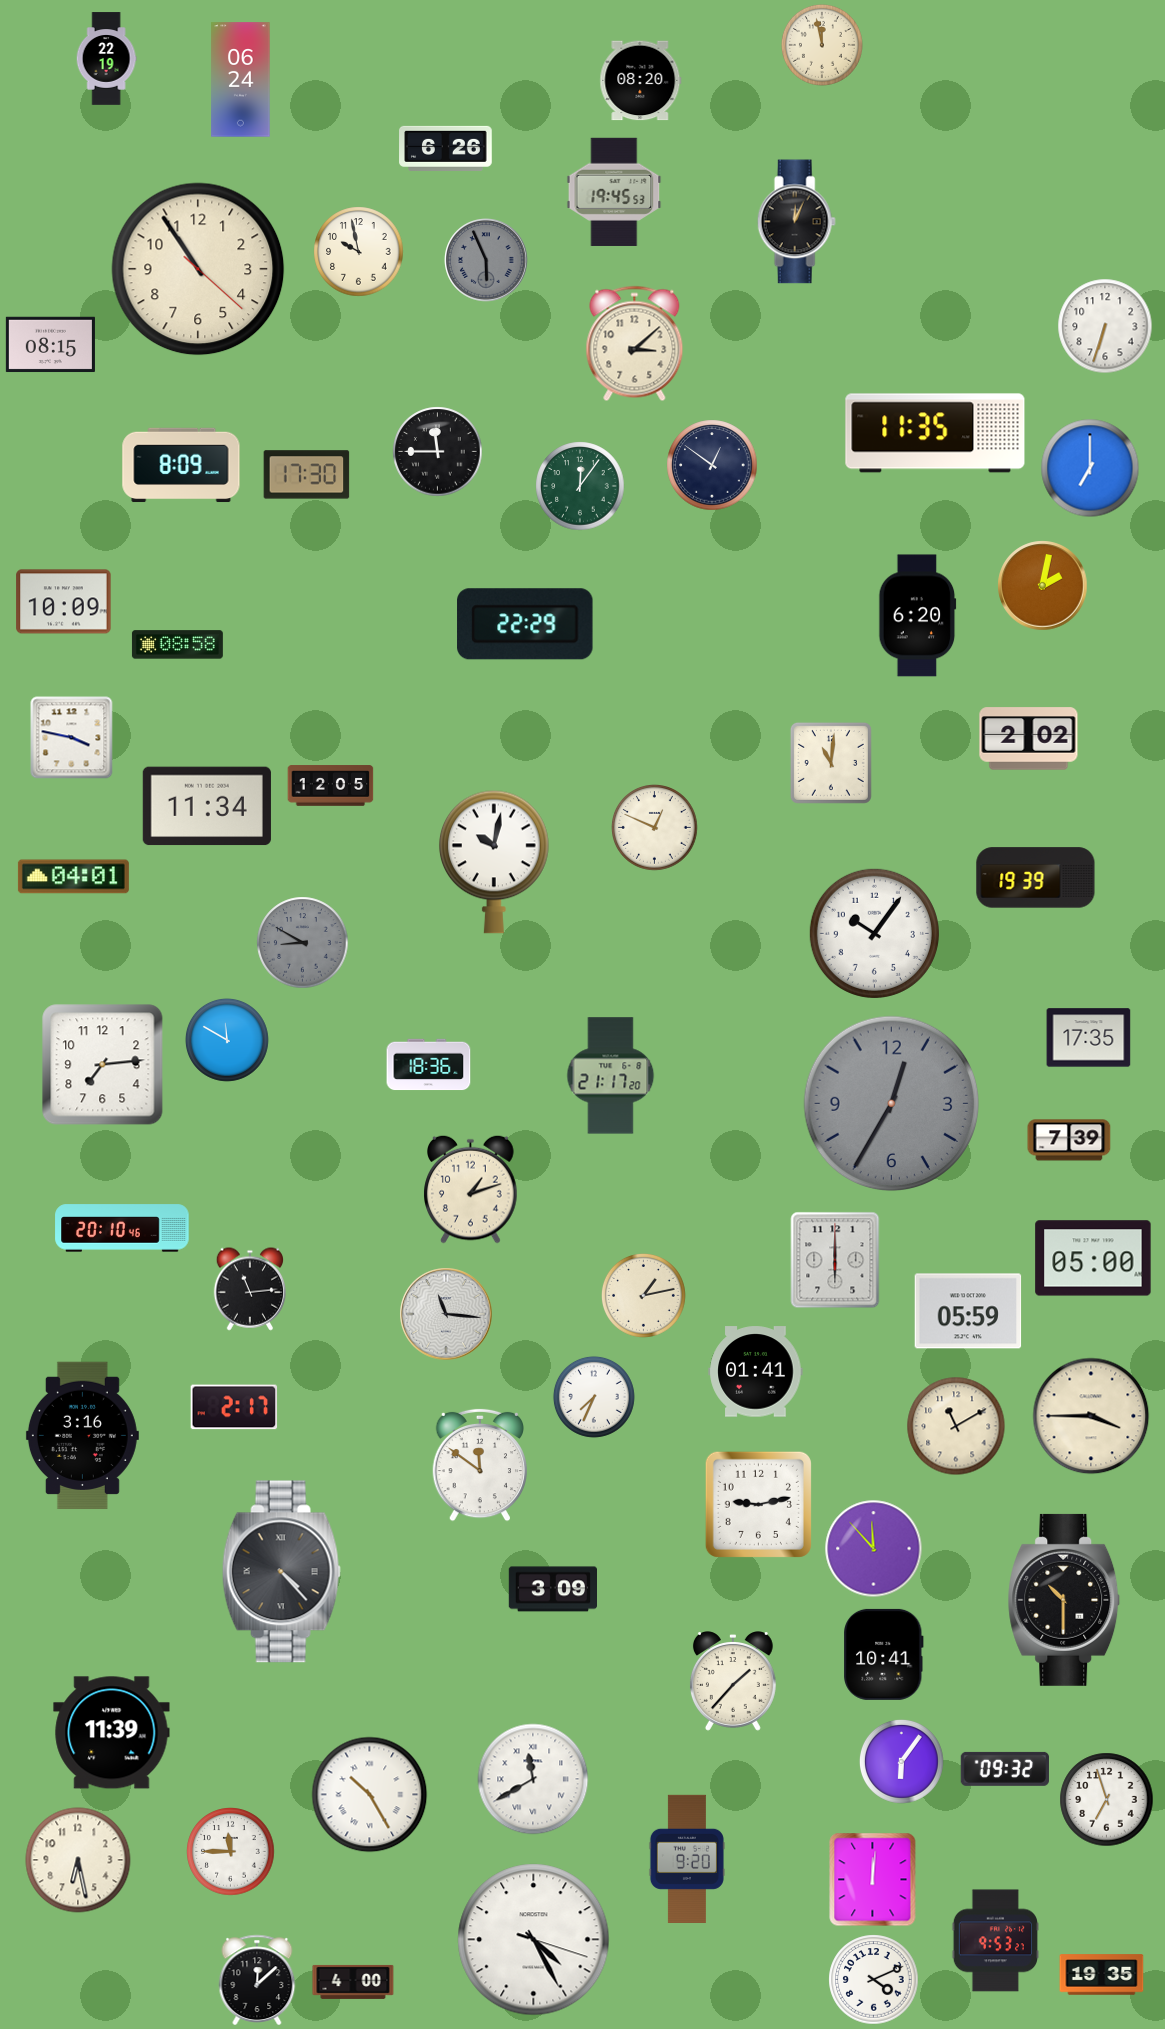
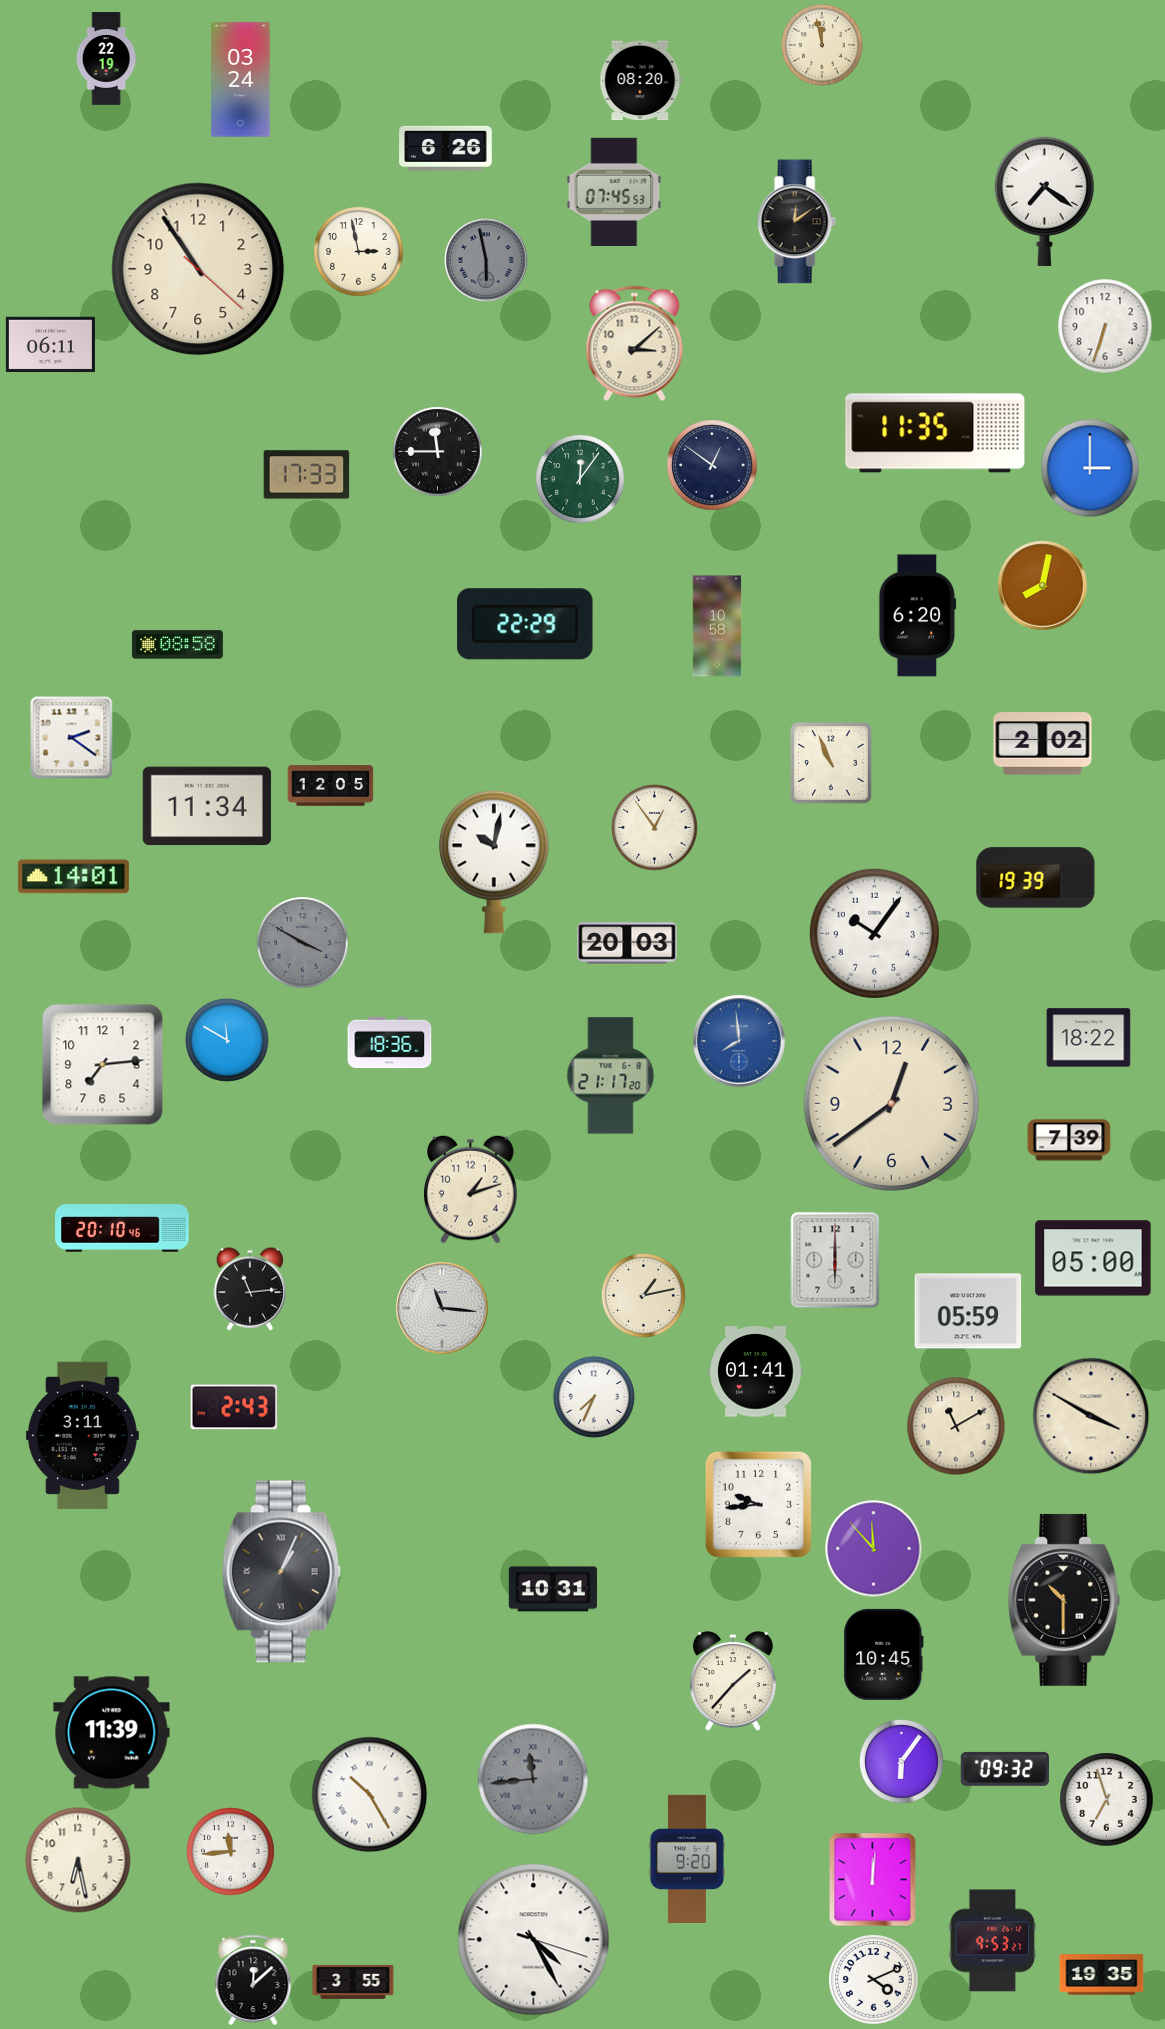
clock at (241, 80): 06:24 -> 03:24
clock at (614, 192): 19:45 -> 07:45
clock at (1044, 201): none -> 7:21
clock at (796, 222): 12:04 -> 12:09
clock at (359, 252): 9:58 -> 2:58
clock at (486, 260): 5:56 -> 5:58
clock at (50, 345): 08:15 -> 06:11
clock at (181, 465): 8:09 -> none
clock at (1090, 468): 7:00 -> 3:00
clock at (307, 475): 17:30 -> 17:33
clock at (580, 486) position: (580, 486) -> (580, 479)
clock at (1043, 586): 2:02 -> 8:02
clock at (64, 602): 10:09 -> none
clock at (717, 626): none -> 10:58
clock at (72, 738): 3:47 -> 2:21
clock at (1029, 739) position: (1029, 739) -> (1043, 744)
clock at (831, 763): 11:01 -> 10:56
clock at (655, 828): 12:49 -> 12:54
clock at (73, 877): 04:01 -> 14:01
clock at (303, 943): 8:50 -> 3:50
clock at (627, 943): none -> 20:03
clock at (1089, 1038): 17:35 -> 18:22
clock at (739, 1041): none -> 7:59
clock at (429, 1065) position: (429, 1065) -> (390, 1043)
clock at (892, 1104): 12:35 -> 12:39
clock at (892, 1104) dial: grey -> cream
clock at (446, 1314) position: (446, 1314) -> (442, 1308)
clock at (234, 1407): 2:17 -> 2:43
clock at (1091, 1416): 3:45 -> 3:50
clock at (82, 1436): 3:16 -> 3:11
clock at (479, 1465): 11:51 -> none
clock at (758, 1504): 9:13 -> 9:44
clock at (281, 1572): 4:23 -> 1:04
clock at (552, 1589): 3:09 -> 10:31
clock at (884, 1654): 10:41 -> 10:45
clock at (533, 1779): 11:40 -> 11:44
clock at (533, 1779) dial: white -> grey
clock at (231, 1852): 11:45 -> 11:44
clock at (995, 1941) position: (995, 1941) -> (992, 1941)
clock at (257, 1979) position: (257, 1979) -> (253, 1979)
clock at (353, 1982): 4:00 -> 3:55
